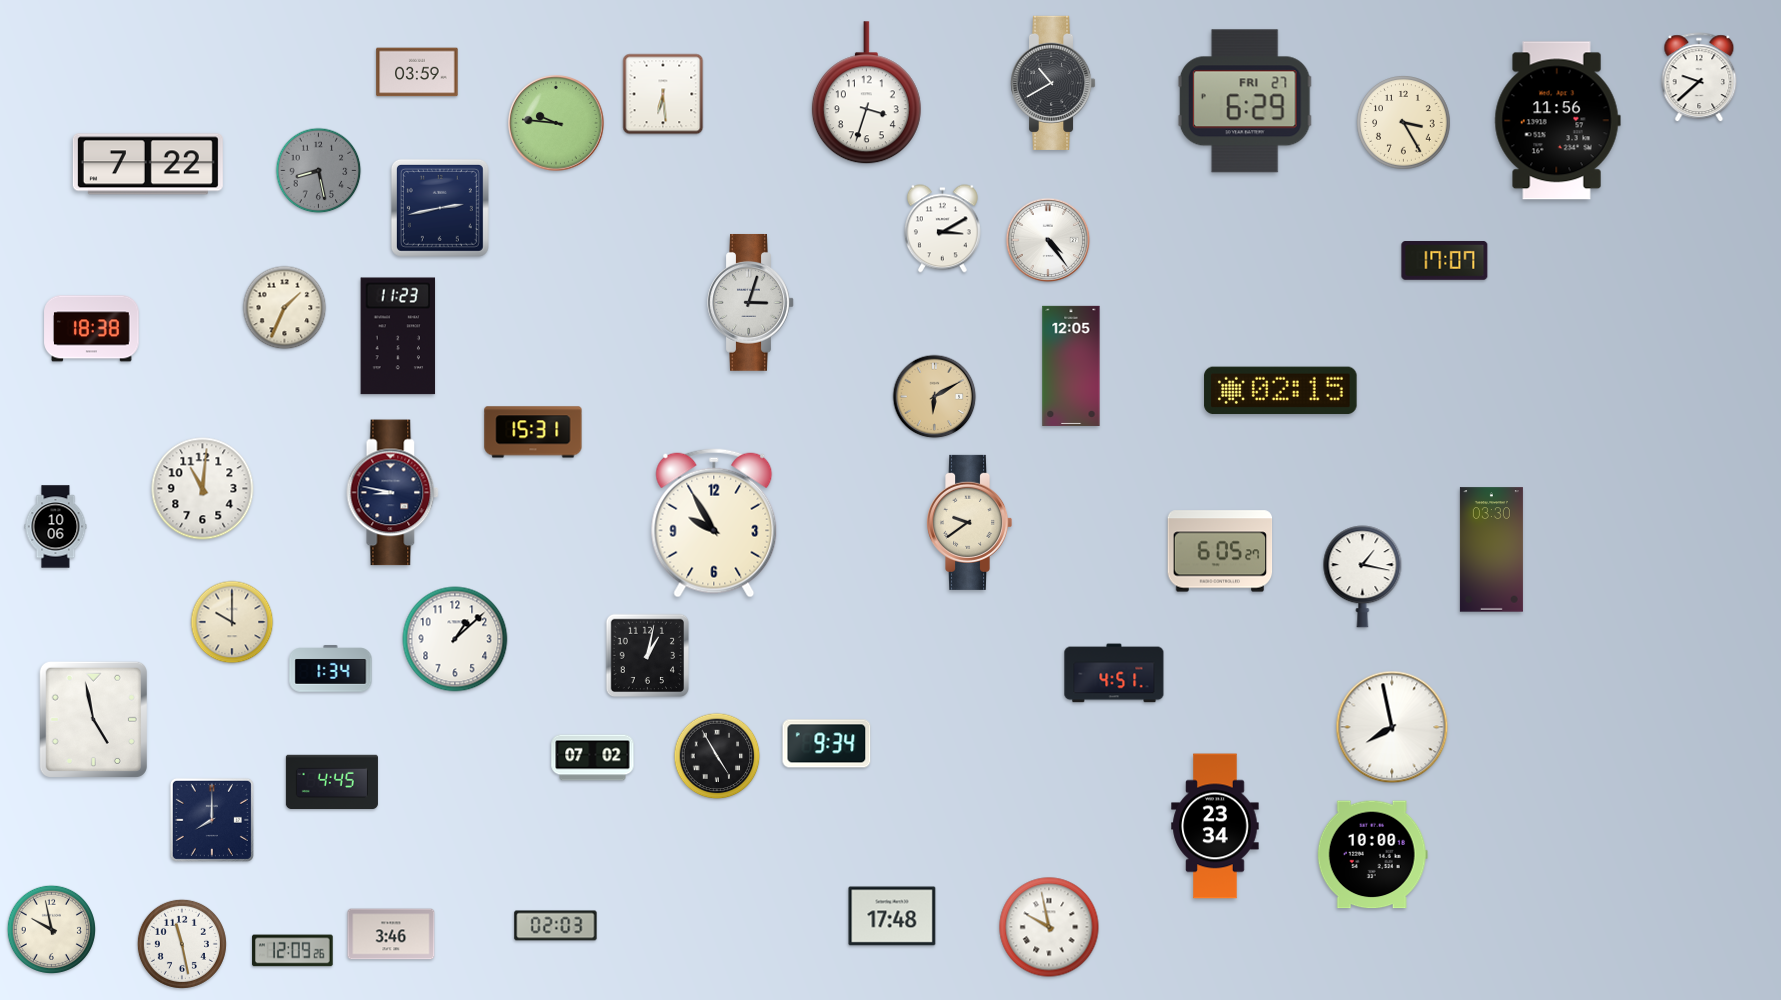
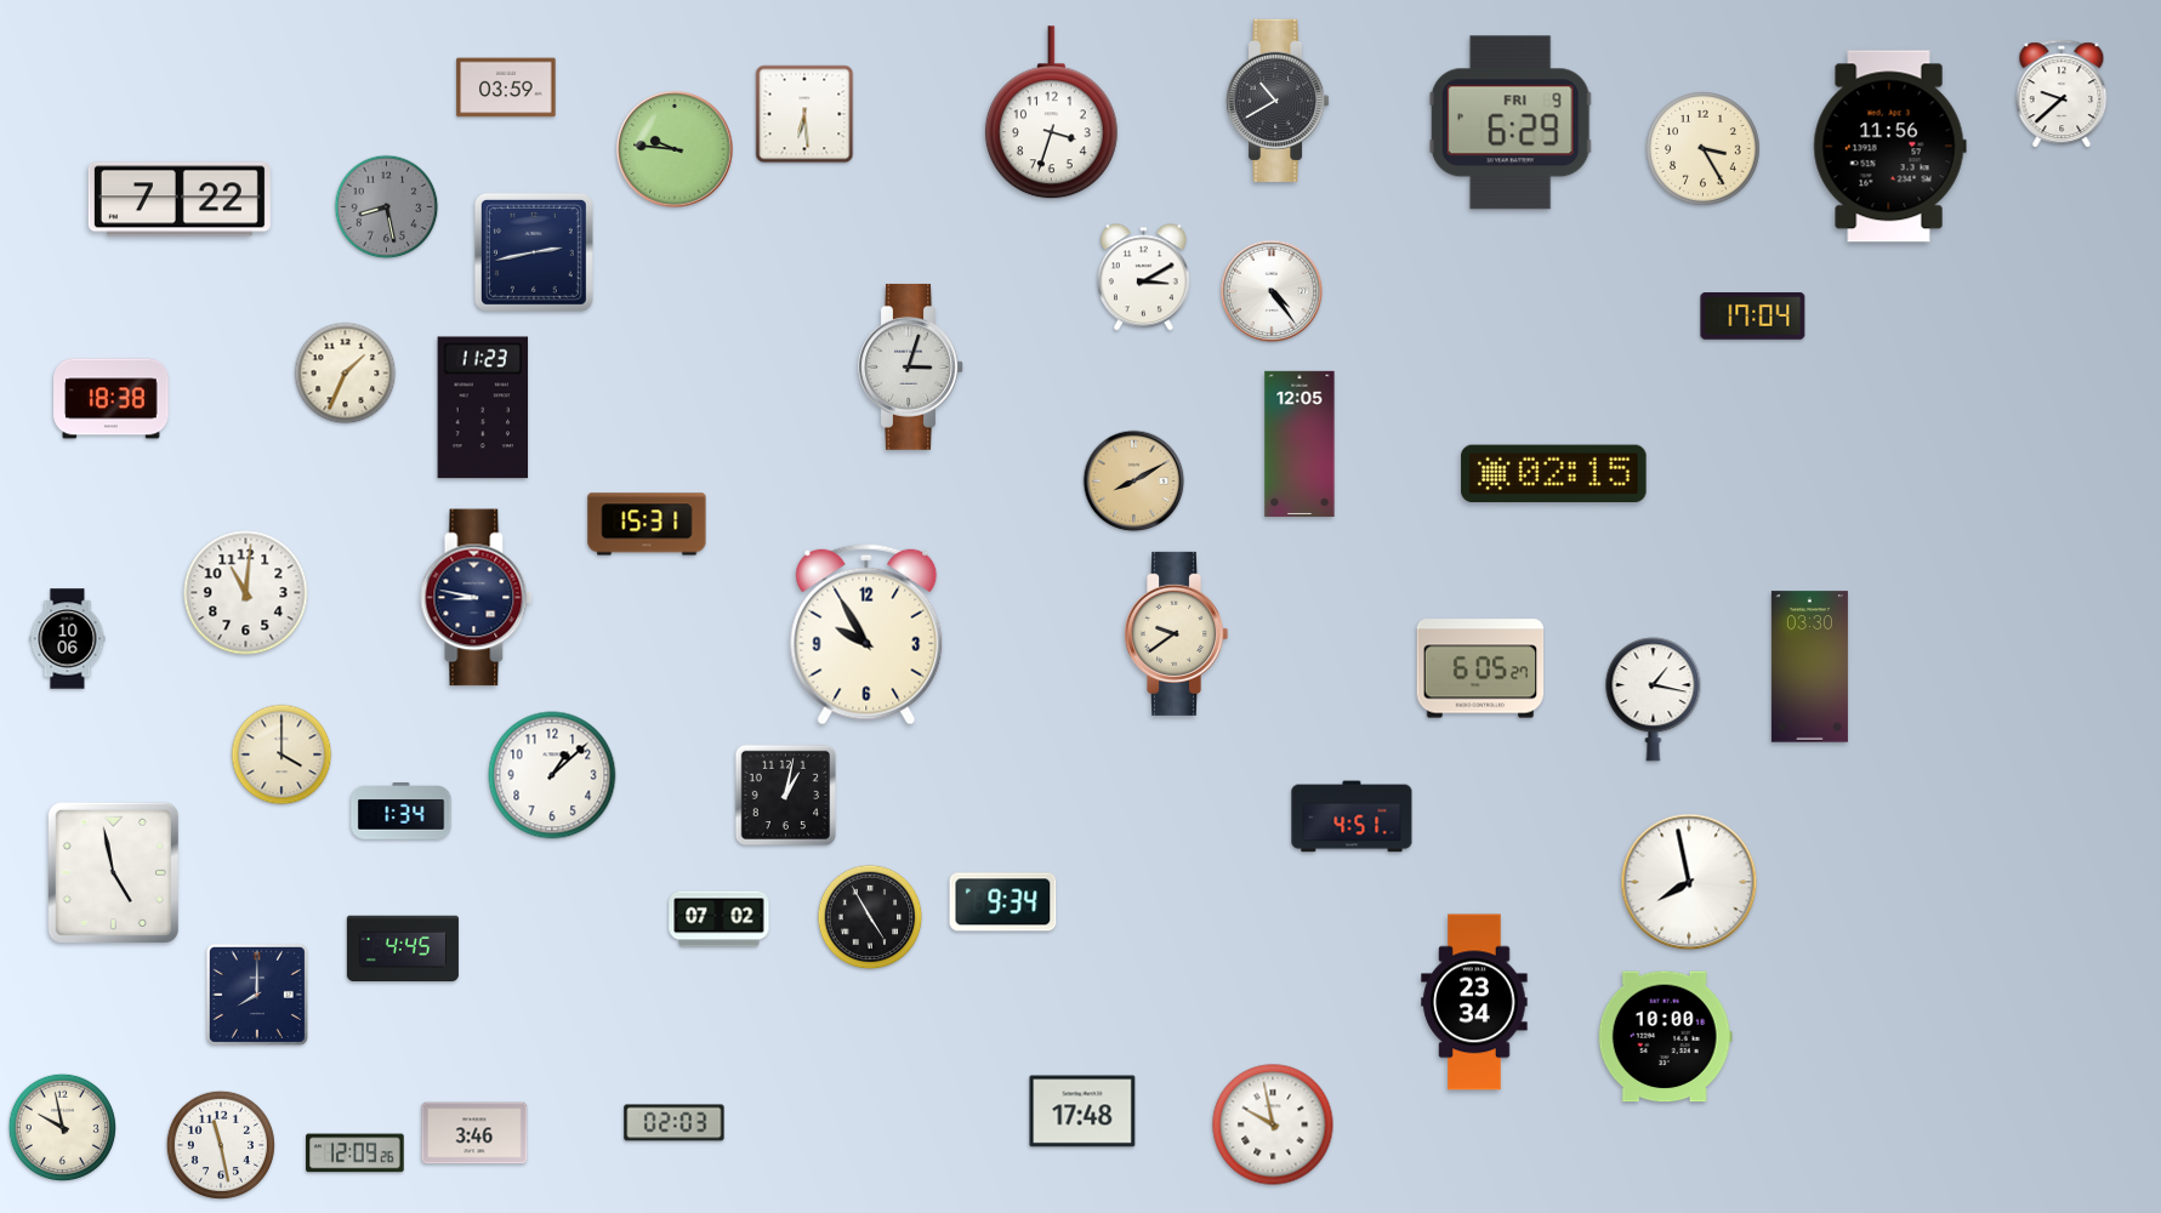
clock at (1245, 101) date: FRI 27 -> FRI 9
clock at (1445, 261): 17:07 -> 17:04
clock at (935, 397): 6:10 -> 8:10
clock at (232, 622): 10:00 -> 4:00
